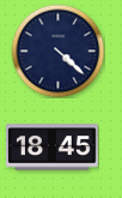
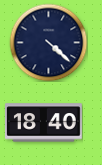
clock at (53, 148): 18:45 -> 18:40
